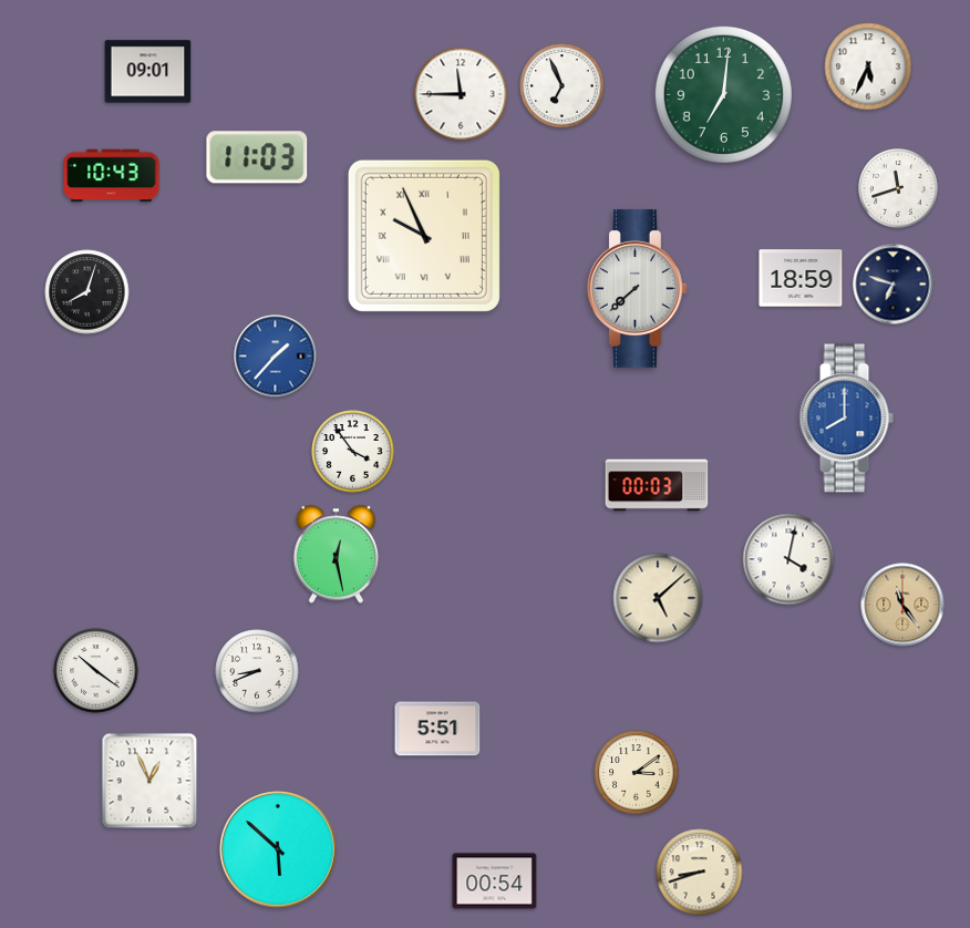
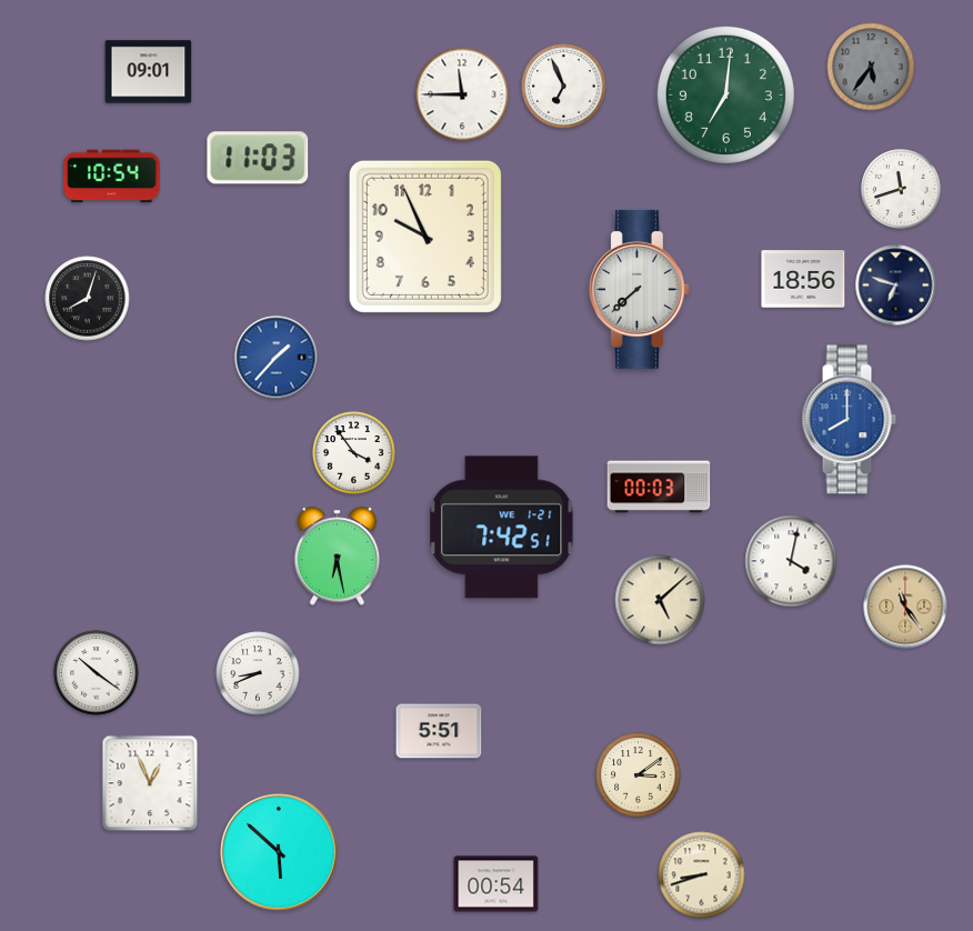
clock at (868, 66): 5:34 -> 5:36
clock at (868, 66) dial: white -> grey
clock at (112, 176): 10:43 -> 10:54
clock at (424, 236) numerals: Roman -> Arabic
clock at (801, 278): 18:59 -> 18:56
clock at (87, 292) position: (87, 292) -> (88, 299)
clock at (502, 528): none -> 7:42
clock at (337, 555): 12:28 -> 6:28
